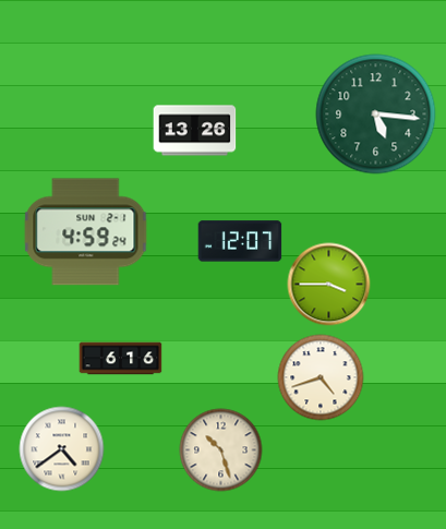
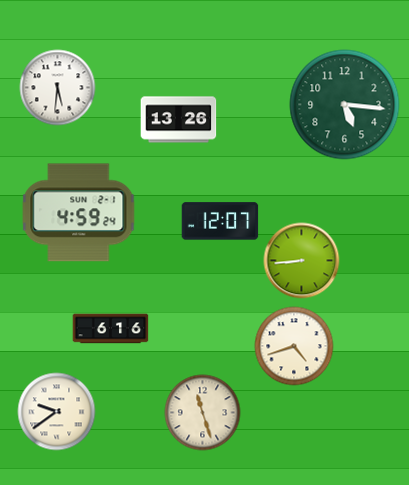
clock at (58, 88): none -> 5:31
clock at (329, 285): 3:45 -> 8:44
clock at (62, 449): 4:39 -> 9:39
clock at (221, 450): 10:27 -> 11:27
